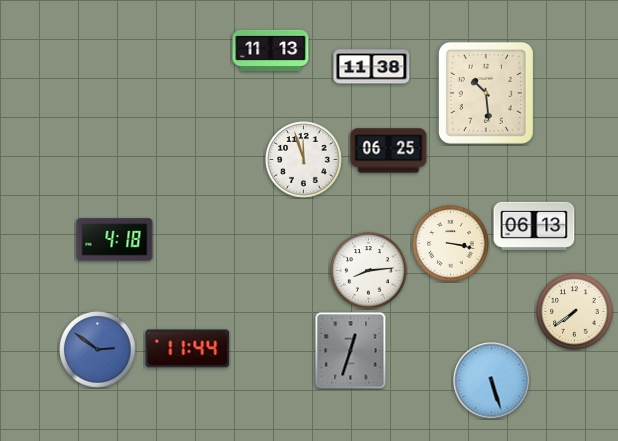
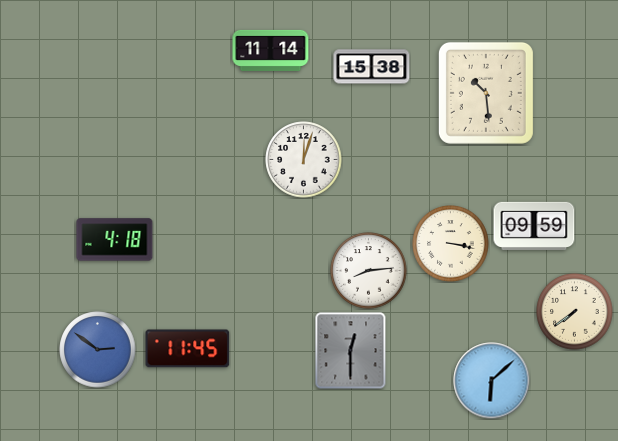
clock at (271, 50): 11:13 -> 11:14
clock at (372, 67): 11:38 -> 15:38
clock at (389, 151): 06:25 -> none
clock at (304, 160): 11:57 -> 12:03
clock at (534, 226): 06:13 -> 09:59
clock at (188, 349): 11:44 -> 11:45
clock at (351, 351): 12:33 -> 12:30
clock at (492, 381): 5:27 -> 6:08
